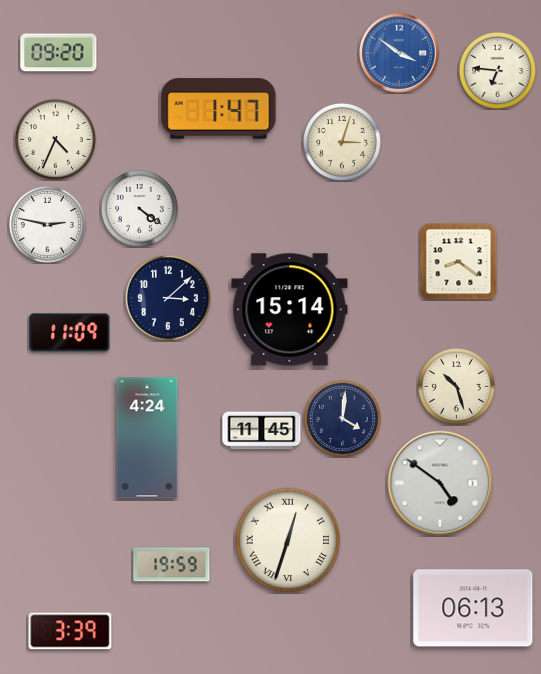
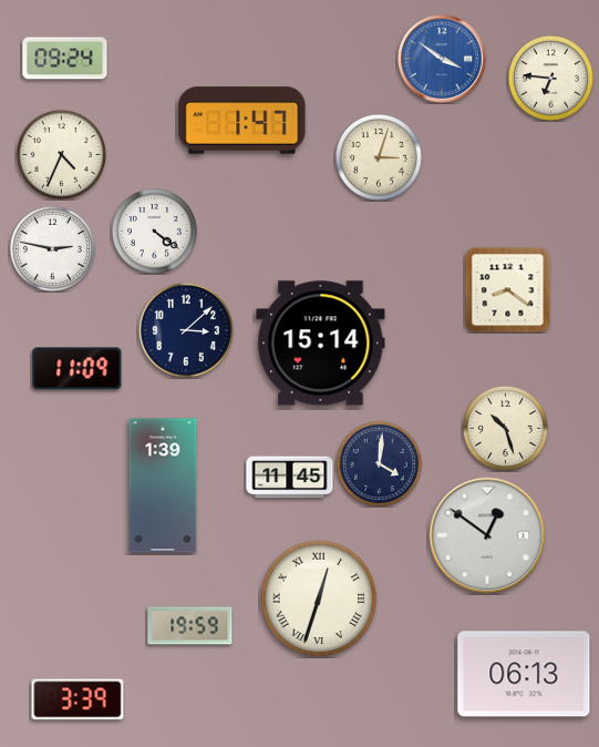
clock at (59, 53): 09:20 -> 09:24
clock at (147, 438): 4:24 -> 1:39
clock at (440, 483): 4:51 -> 12:51
